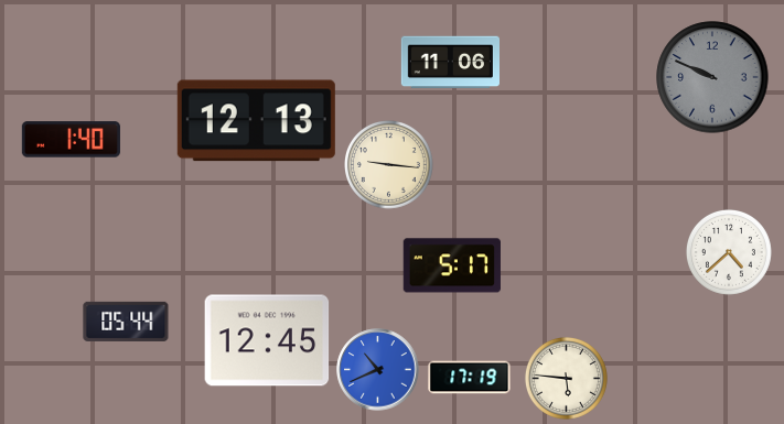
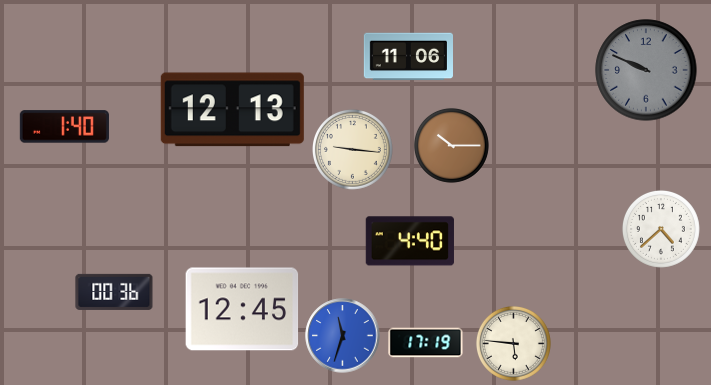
clock at (451, 145): none -> 10:15
clock at (452, 265): 5:17 -> 4:40
clock at (126, 322): 05:44 -> 00:36
clock at (378, 370): 10:41 -> 11:33
